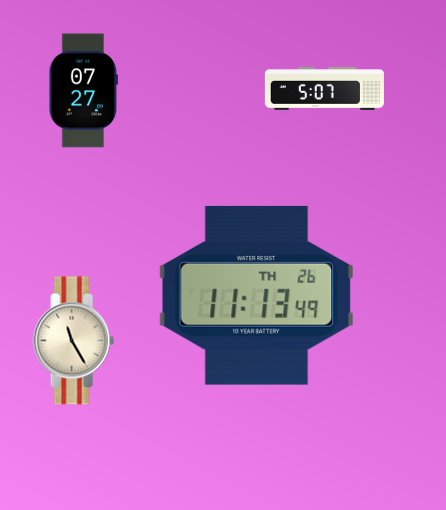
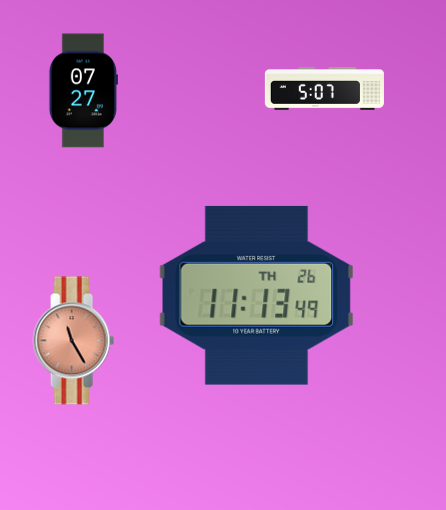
clock at (73, 341) dial: cream -> salmon
